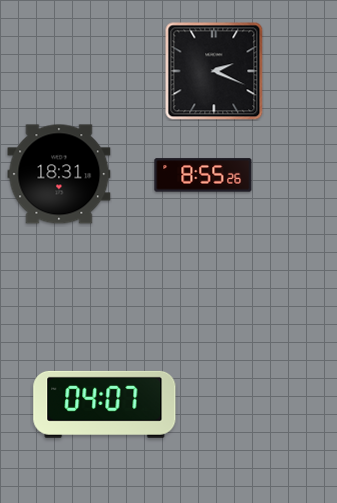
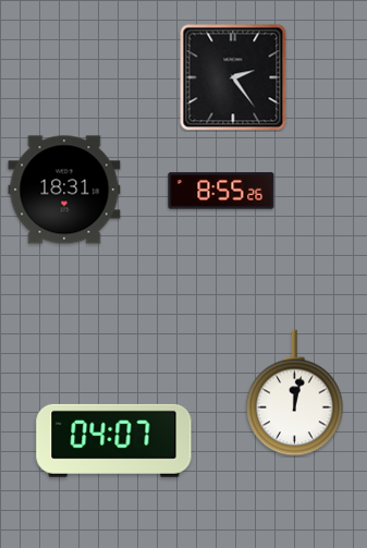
clock at (214, 71): 2:19 -> 2:24
clock at (295, 393): none -> 12:02
